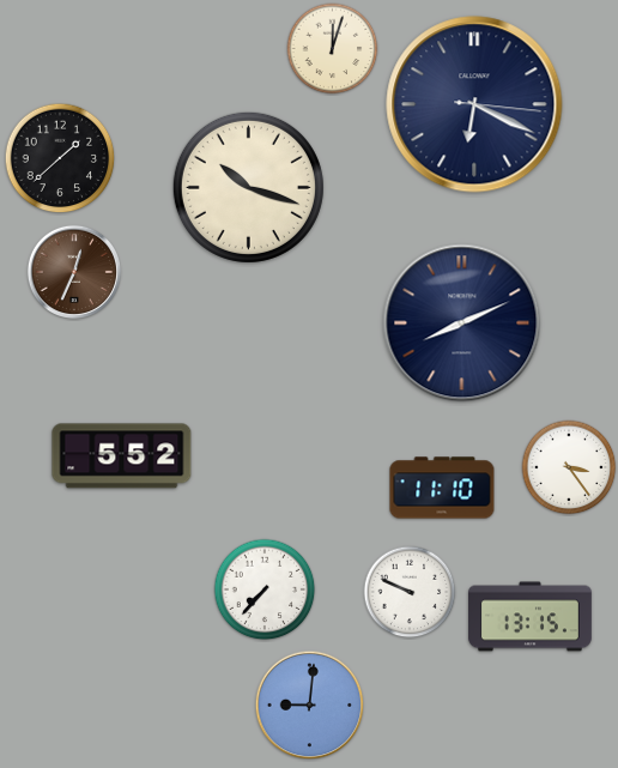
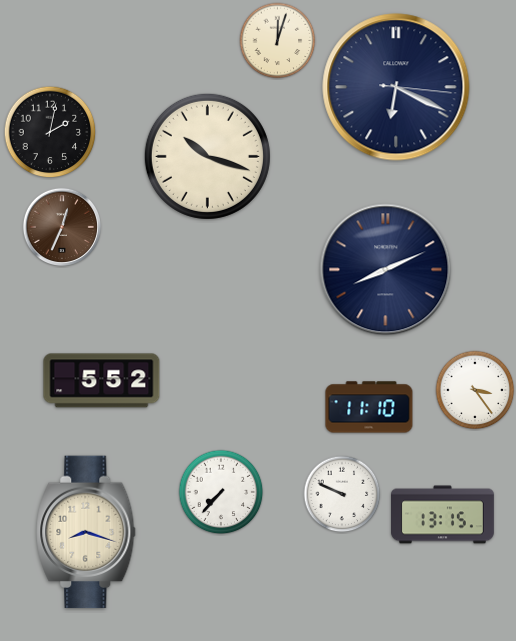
clock at (60, 158): 1:38 -> 2:02
clock at (86, 532): none -> 8:18
clock at (310, 706): 9:01 -> none
